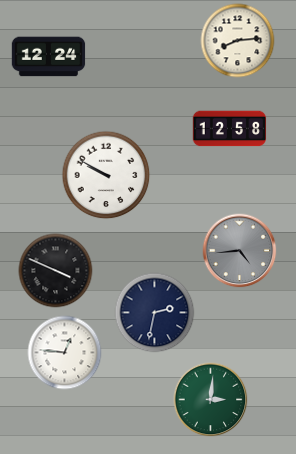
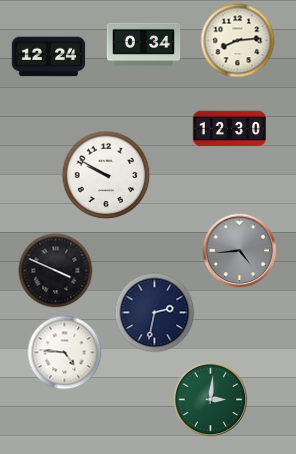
clock at (144, 45): none -> 0:34
clock at (230, 129): 12:58 -> 12:30
clock at (65, 353): 12:46 -> 4:46
